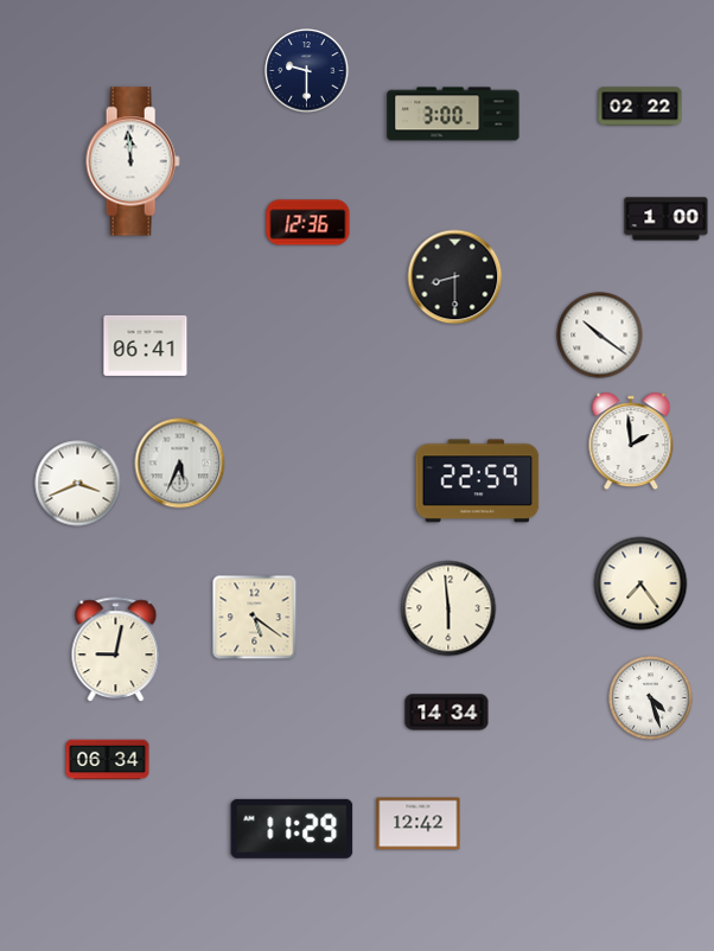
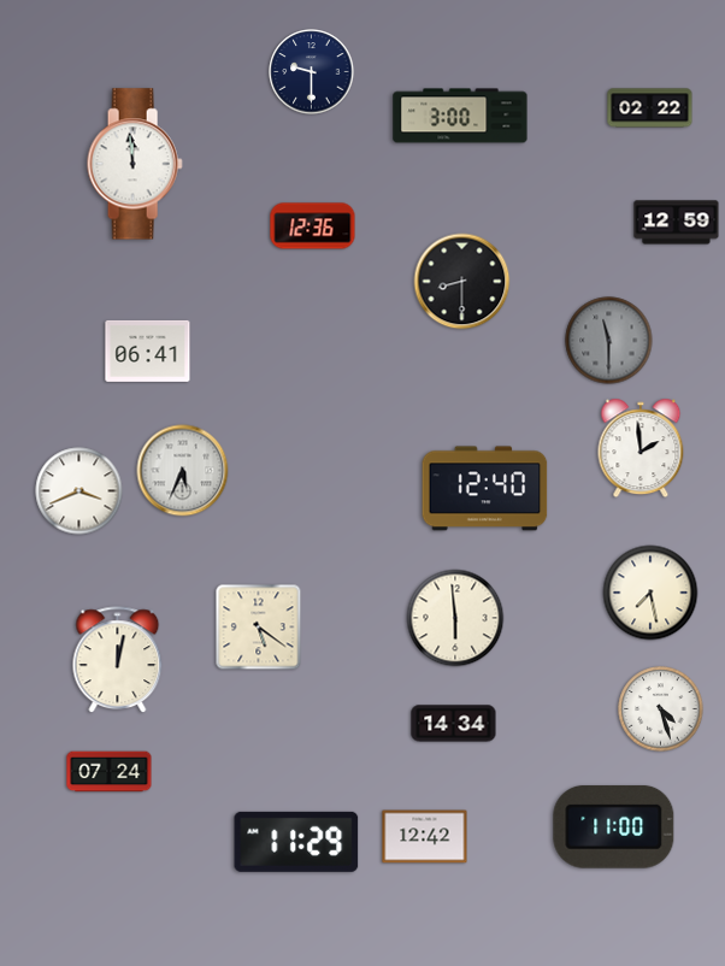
clock at (667, 219): 1:00 -> 12:59
clock at (600, 336): 10:21 -> 11:30
clock at (600, 336) dial: white -> grey
clock at (478, 481): 22:59 -> 12:40
clock at (640, 583): 7:24 -> 7:28
clock at (116, 650): 9:02 -> 12:02
clock at (108, 760): 06:34 -> 07:24
clock at (614, 826): none -> 11:00
